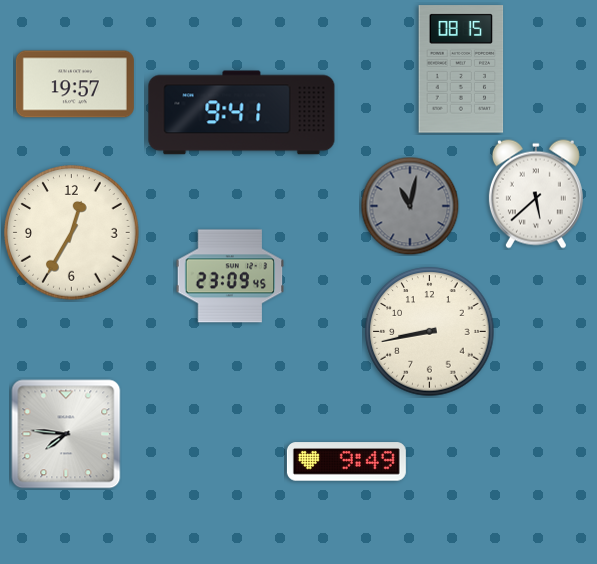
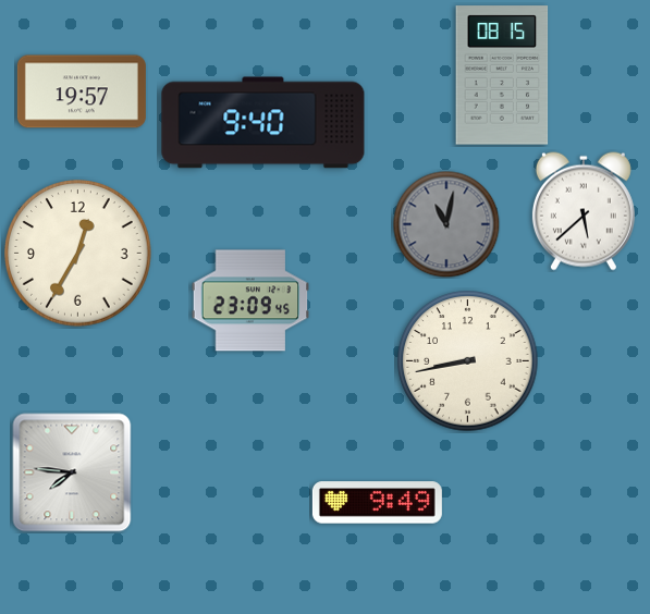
clock at (242, 113): 9:41 -> 9:40
